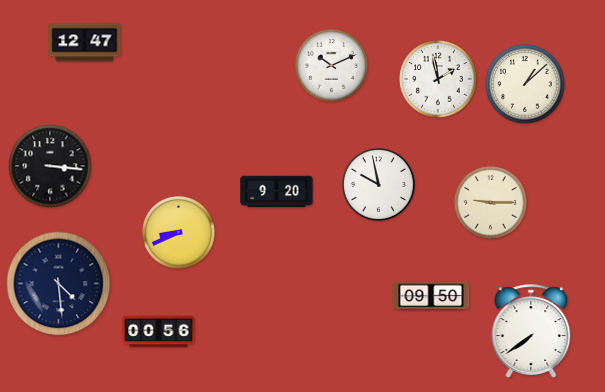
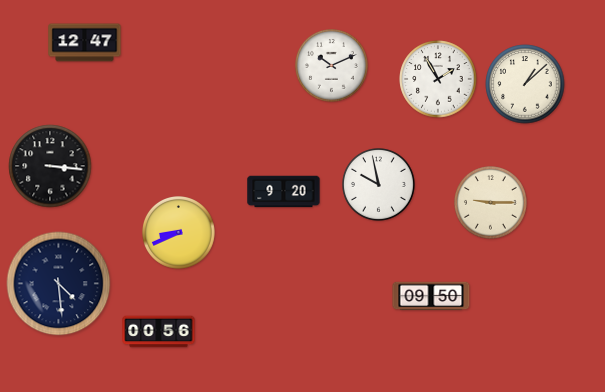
clock at (438, 79): 1:58 -> 1:55
clock at (277, 192) position: (277, 192) -> (284, 192)
clock at (531, 331): 7:39 -> none
